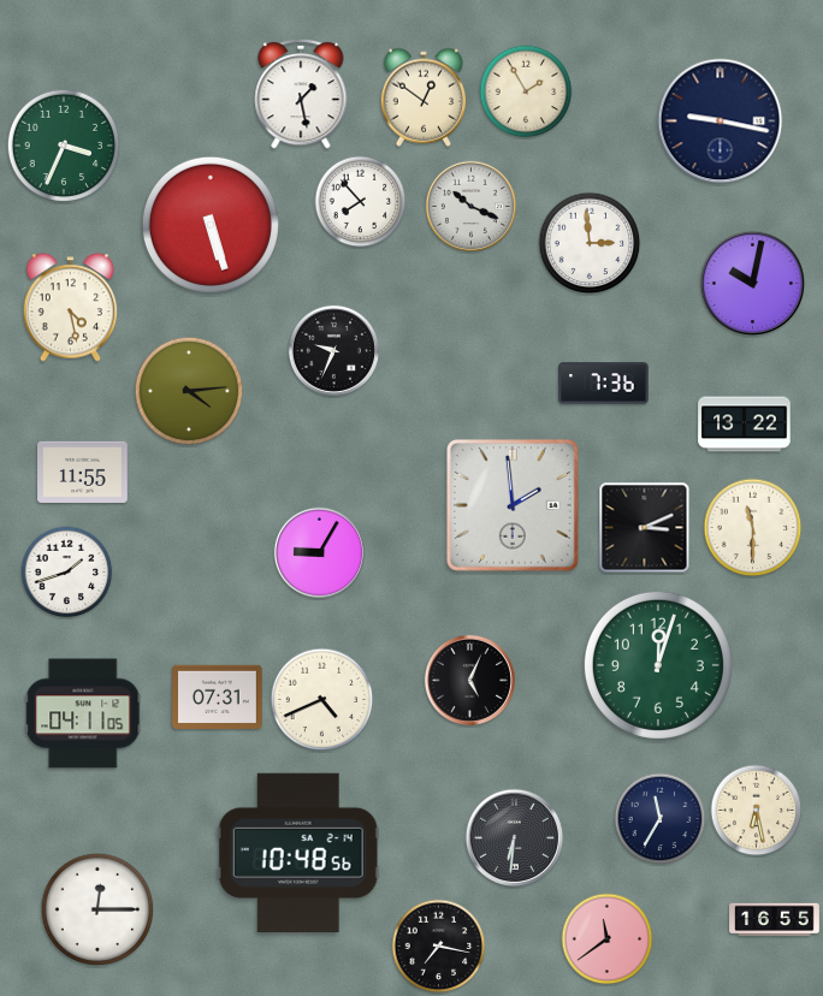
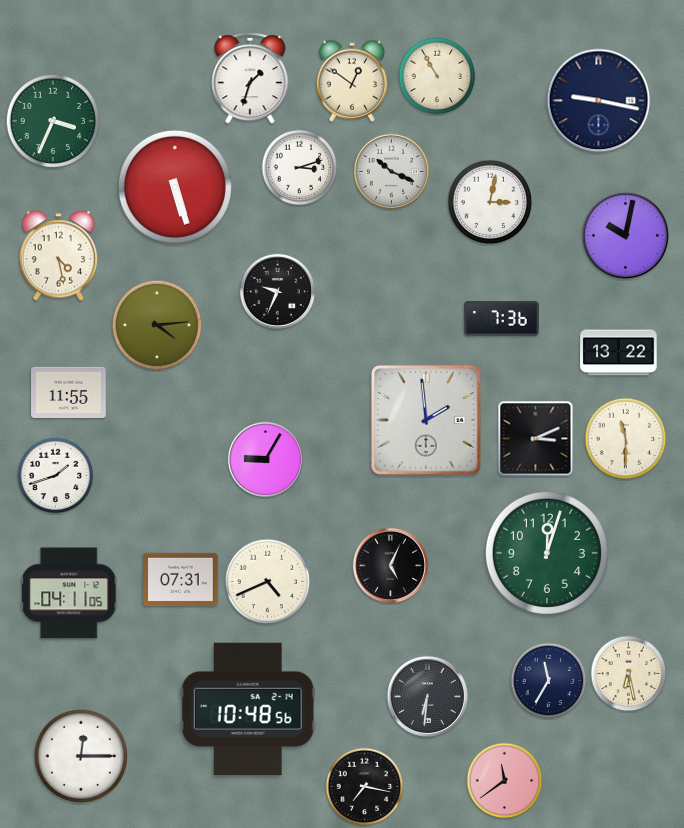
clock at (526, 91): 1:55 -> 10:55
clock at (301, 94): 1:28 -> 1:33
clock at (361, 202): 7:53 -> 3:12
clock at (590, 243): 2:59 -> 3:02
clock at (775, 920): 16:55 -> none
